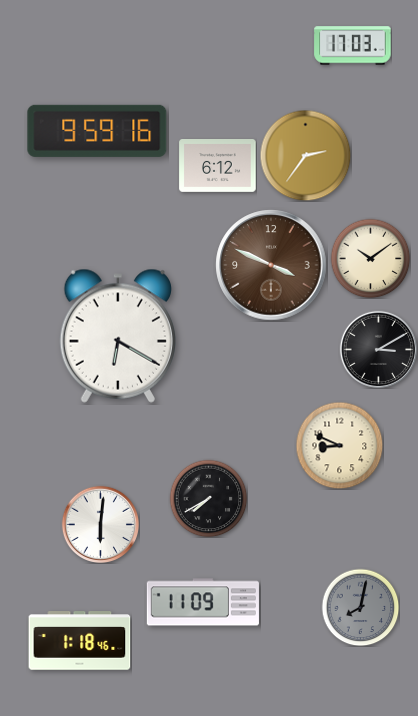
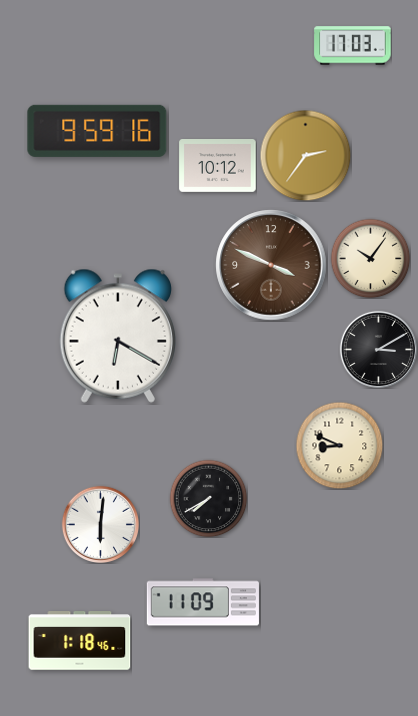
clock at (218, 166): 6:12 -> 10:12
clock at (370, 258): 10:09 -> 10:06
clock at (360, 607): 8:02 -> none
